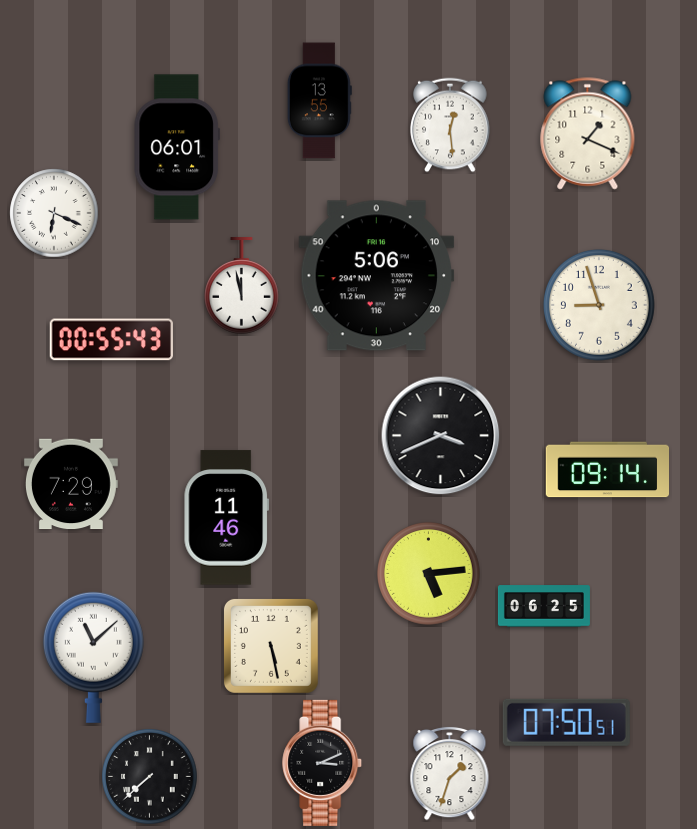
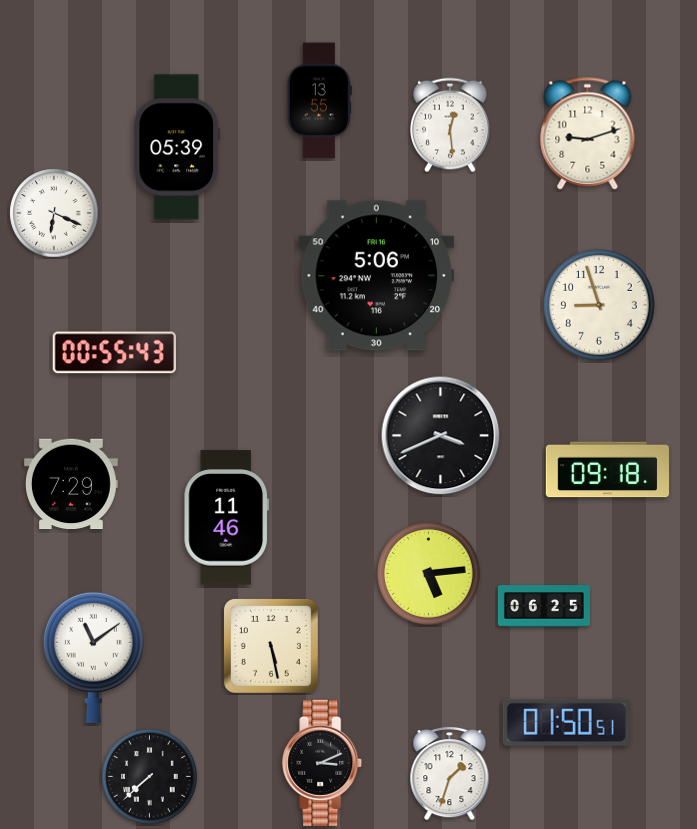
clock at (588, 134): 1:19 -> 9:12
clock at (177, 147): 06:01 -> 05:39
clock at (242, 286): 11:58 -> none
clock at (111, 340) position: (111, 340) -> (114, 353)
clock at (607, 470): 09:14 -> 09:18
clock at (93, 657): 11:08 -> 11:09
clock at (566, 722): 07:50 -> 01:50
